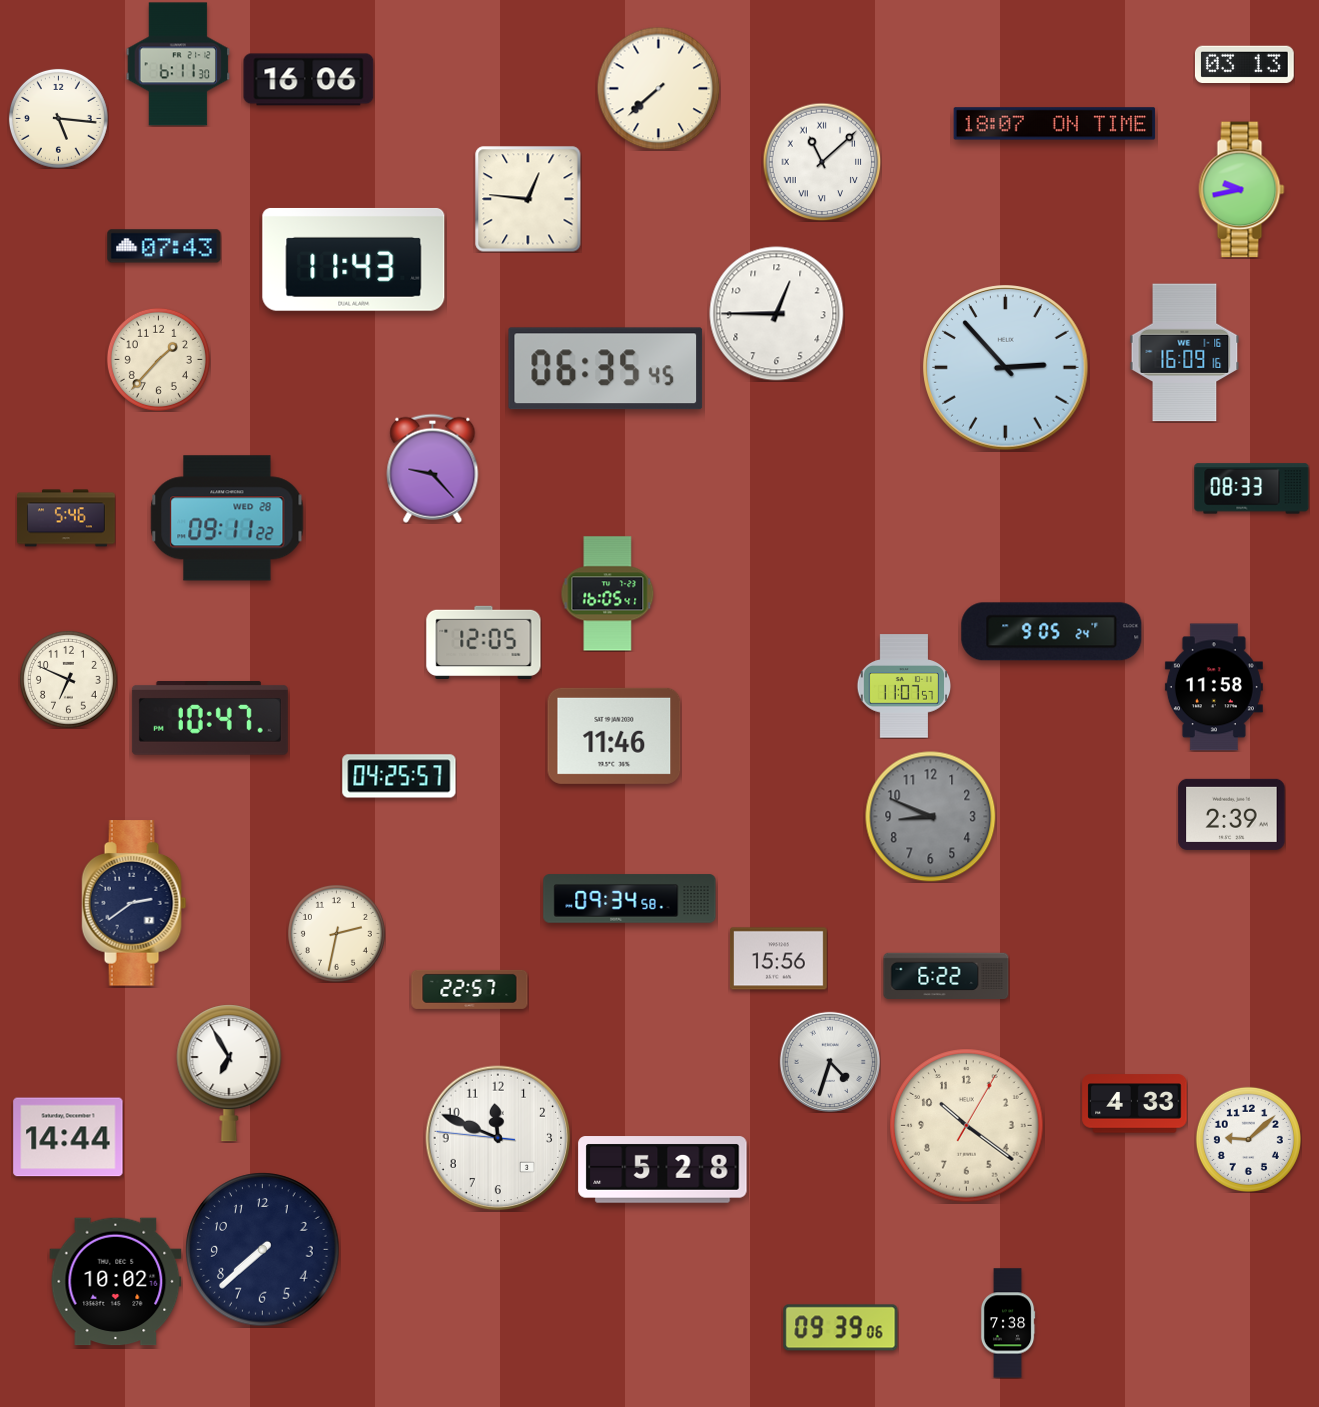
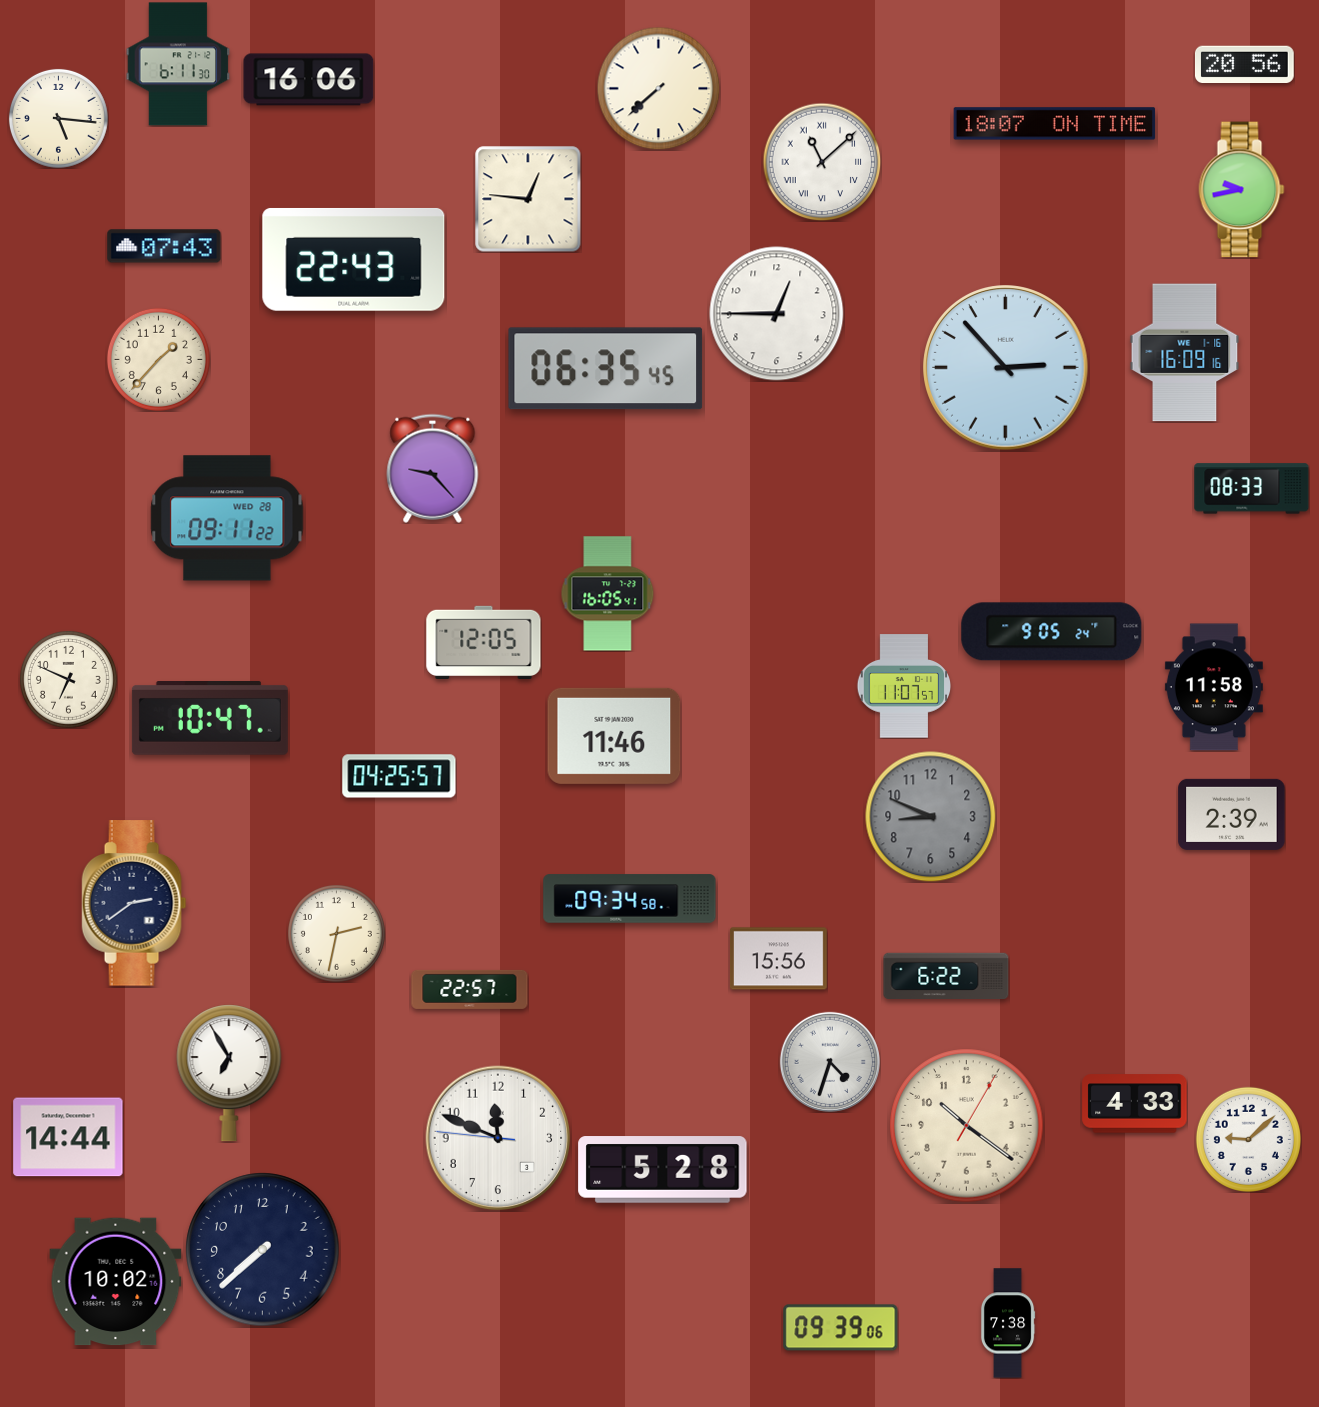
clock at (1245, 64): 03:13 -> 20:56
clock at (354, 259): 11:43 -> 22:43
clock at (66, 518): 5:46 -> none
